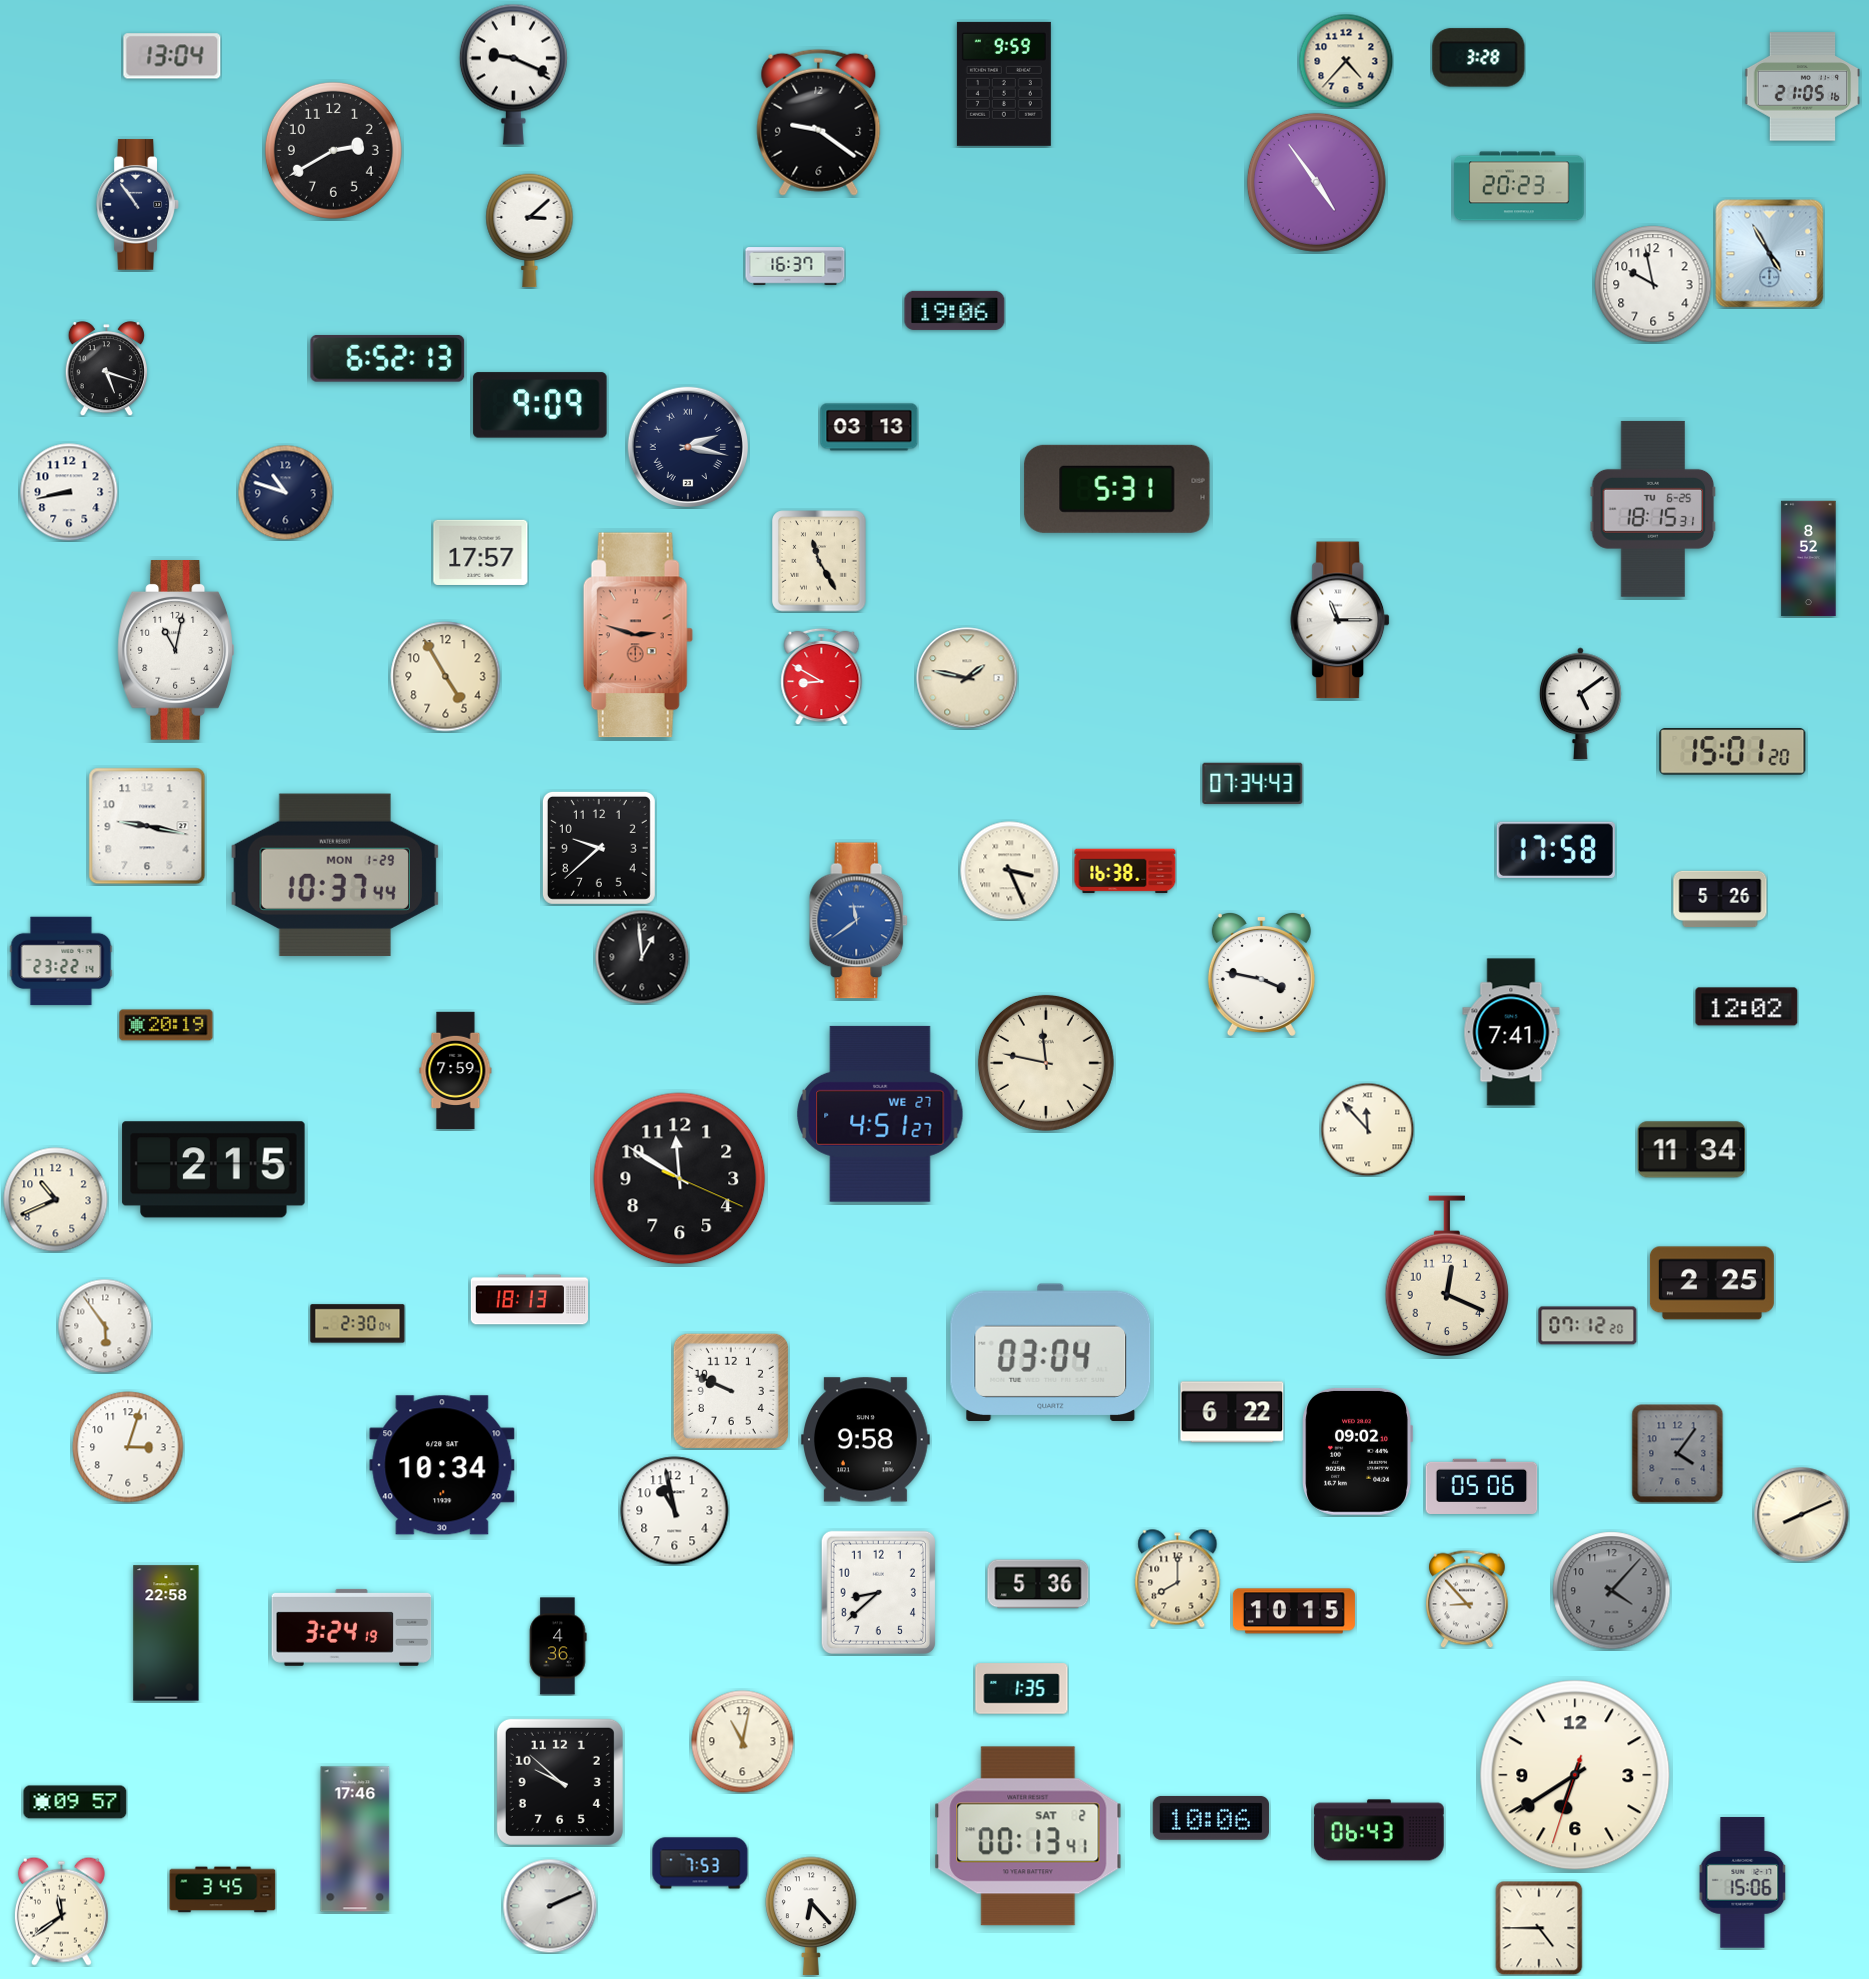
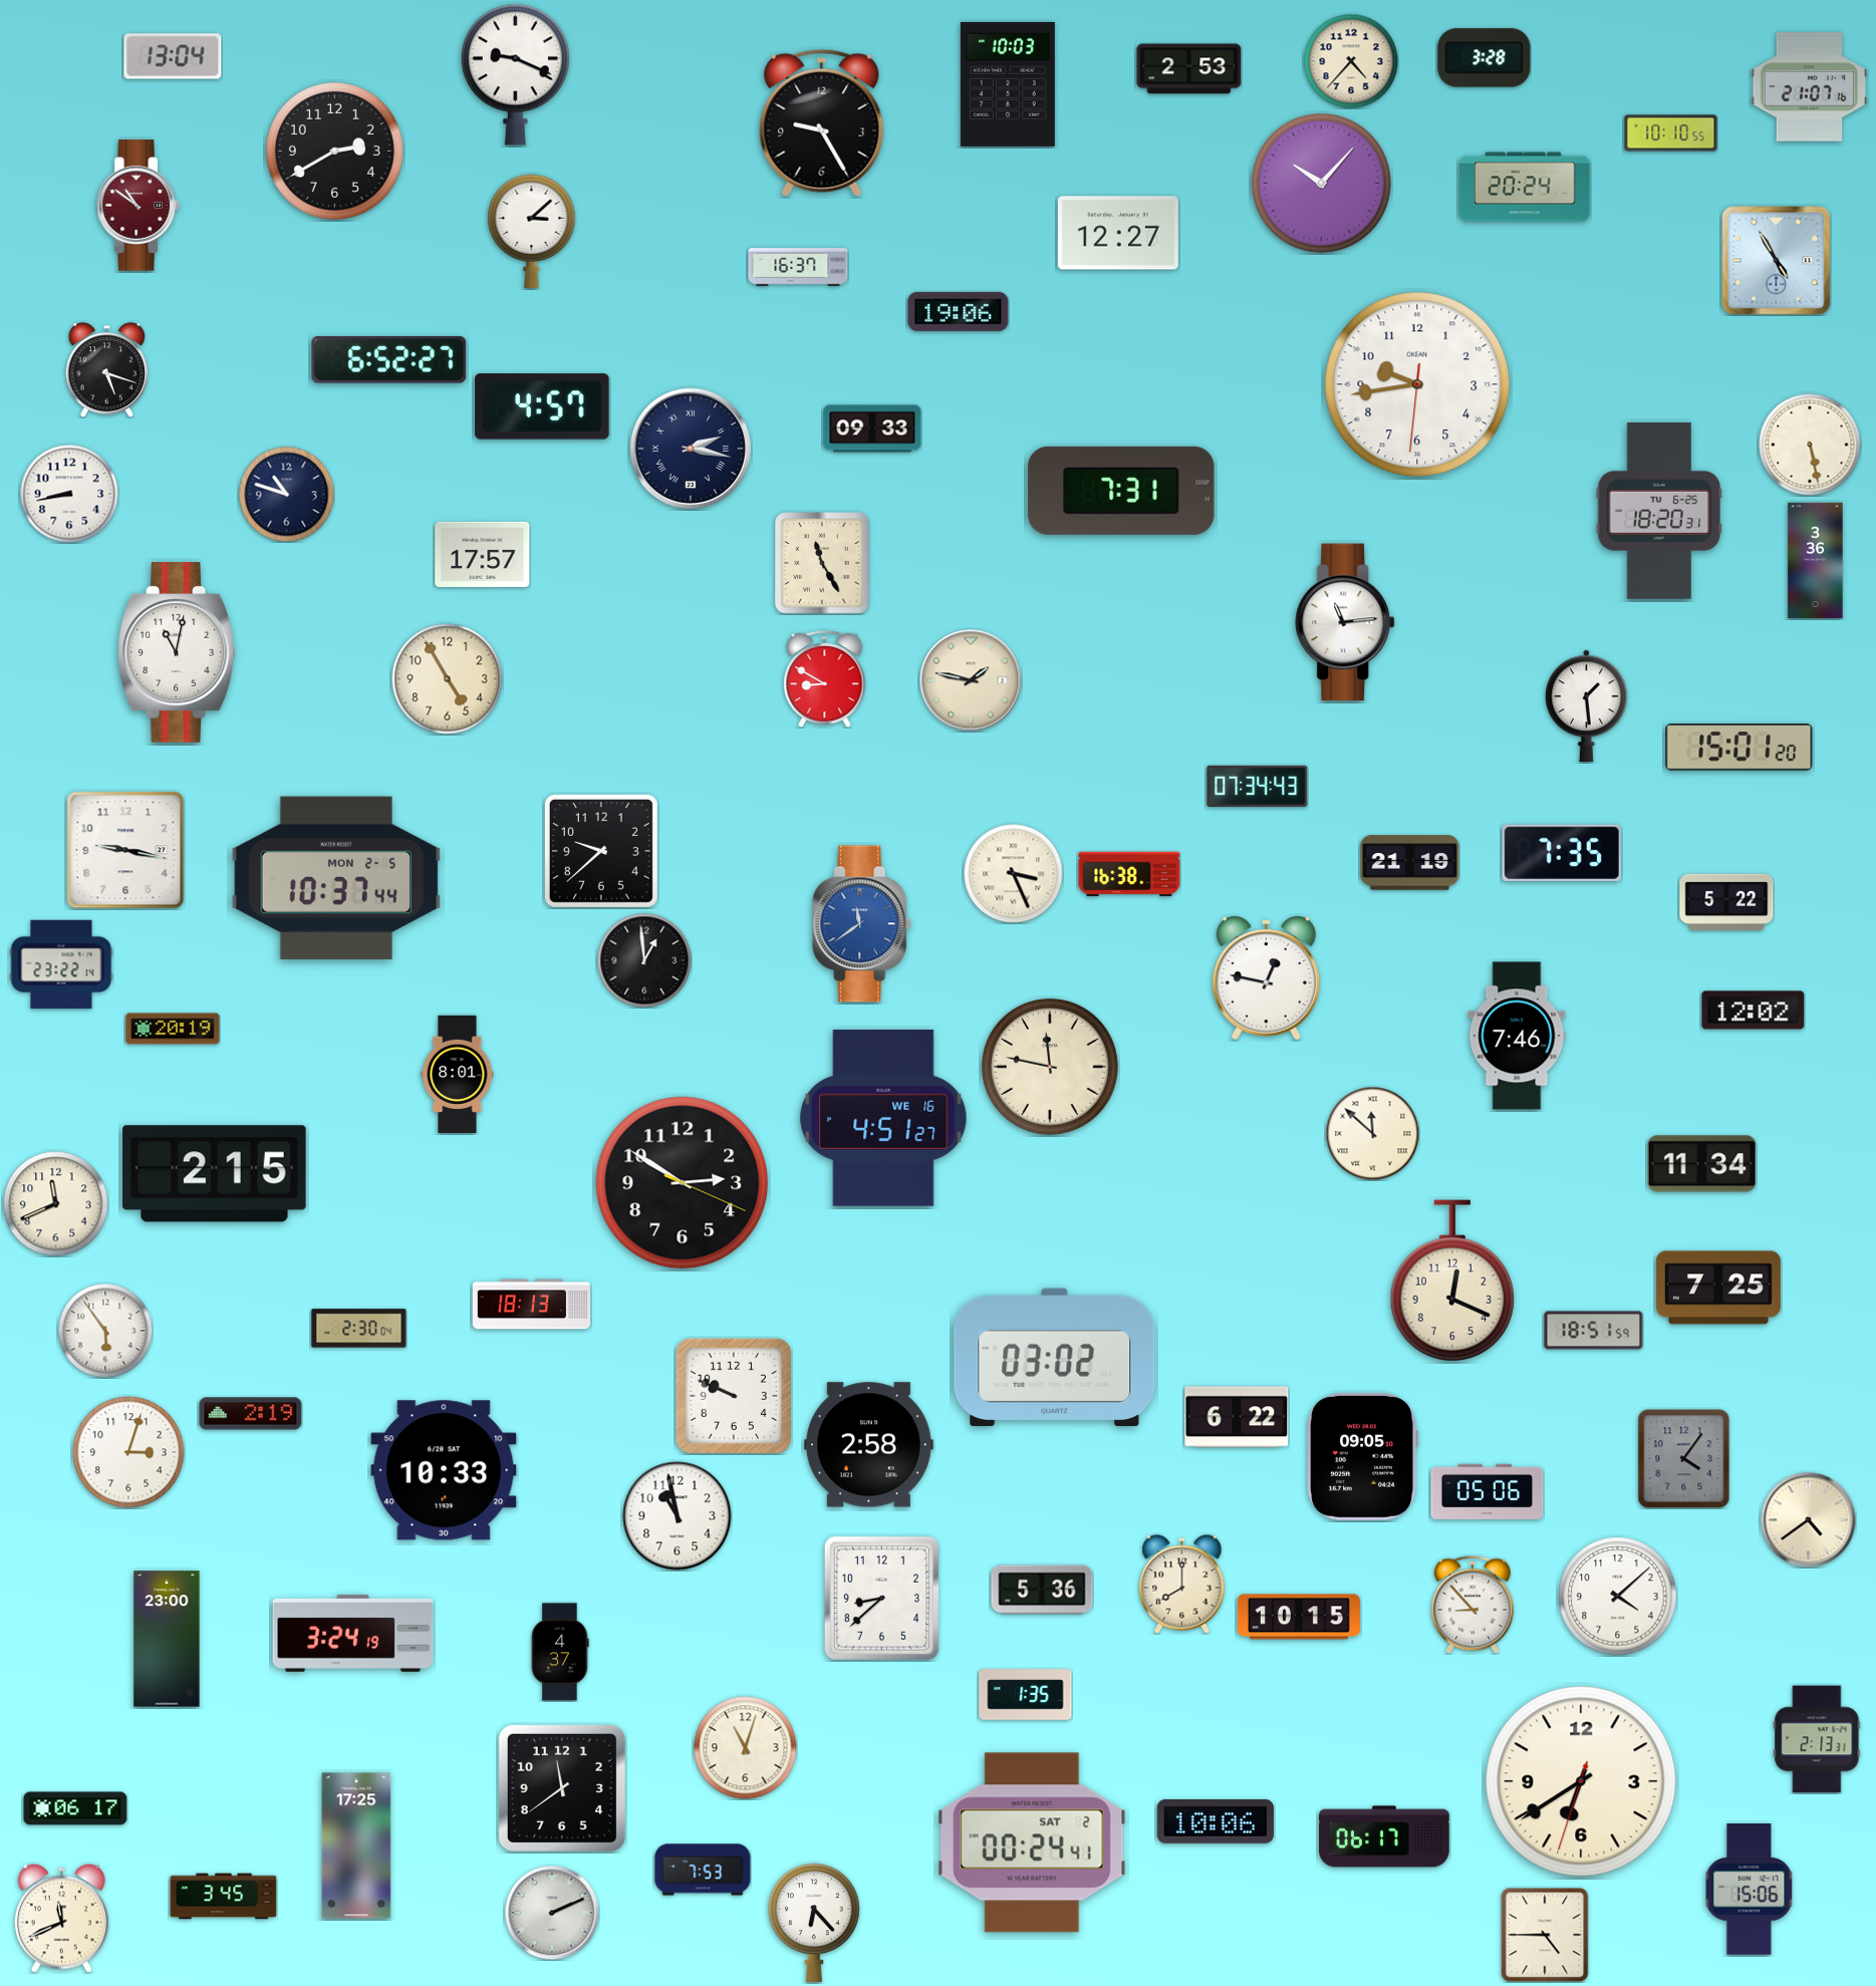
clock at (1189, 69): none -> 2:53
clock at (1004, 84): 9:59 -> 10:03
clock at (1803, 87): 21:05 -> 21:07
clock at (819, 122): 9:21 -> 9:25
clock at (1671, 133): none -> 10:10
clock at (1316, 182): 4:54 -> 10:07
clock at (1519, 186): 20:23 -> 20:24
clock at (138, 205): 10:54 -> 10:51
clock at (138, 205) dial: navy -> burgundy
clock at (1118, 233): none -> 12:27
clock at (1770, 254) position: (1770, 254) -> (1777, 261)
clock at (1653, 284): 9:58 -> none
clock at (388, 359): 6:52:13 -> 6:52:27
clock at (1417, 384): none -> 9:43
clock at (540, 405): 9:09 -> 4:57
clock at (869, 427): 03:13 -> 09:33
clock at (1810, 445): none -> 5:28
clock at (1117, 489): 5:31 -> 7:31
clock at (1653, 509): 18:15 -> 18:20
clock at (1809, 559): 8:52 -> 3:36
clock at (1341, 620): 11:15 -> 11:14
clock at (638, 635): 2:48 -> none
clock at (1580, 704): 5:09 -> 1:29
clock at (1733, 752) position: (1733, 752) -> (1739, 748)
clock at (147, 826) position: (147, 826) -> (125, 850)
clock at (1556, 850): 17:58 -> 7:35
clock at (1410, 863): none -> 21:19
clock at (335, 875) date: MON 1-29 -> MON 2-5
clock at (1720, 898): 5:26 -> 5:22
clock at (1261, 974): 3:47 -> 12:47
clock at (166, 1025) position: (166, 1025) -> (173, 1029)
clock at (1511, 1032): 7:41 -> 7:46
clock at (456, 1070): 7:59 -> 8:01
clock at (880, 1114) date: WE 27 -> WE 16
clock at (1367, 1129): 11:53 -> 11:52
clock at (1692, 1150) position: (1692, 1150) -> (1702, 1164)
clock at (680, 1179): 11:50 -> 2:50
clock at (56, 1200): 10:41 -> 11:41
clock at (1712, 1283): 2:25 -> 7:25
clock at (1588, 1326): 07:12 -> 18:51
clock at (1051, 1352): 03:04 -> 03:02
clock at (251, 1414): none -> 2:19
clock at (866, 1440): 9:58 -> 2:58
clock at (1357, 1451): 09:02 -> 09:05
clock at (442, 1465): 10:34 -> 10:33
clock at (1801, 1514): 8:11 -> 4:39
clock at (1612, 1591): 4:07 -> 4:08
clock at (1612, 1591) dial: grey -> white
clock at (166, 1633): 22:58 -> 23:00
clock at (558, 1646): 4:36 -> 4:37
clock at (1817, 1739): none -> 2:13
clock at (743, 1742): 11:02 -> 11:03
clock at (560, 1782): 9:52 -> 11:39
clock at (75, 1802): 09:57 -> 06:17
clock at (1211, 1818) position: (1211, 1818) -> (1216, 1821)
clock at (1379, 1830): 06:43 -> 06:17
clock at (1028, 1836): 00:13 -> 00:24
clock at (355, 1839): 17:46 -> 17:25
clock at (61, 1911): 11:39 -> 11:41
